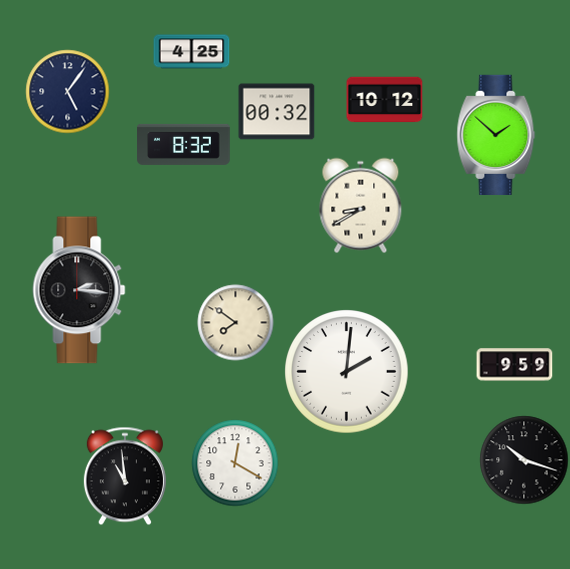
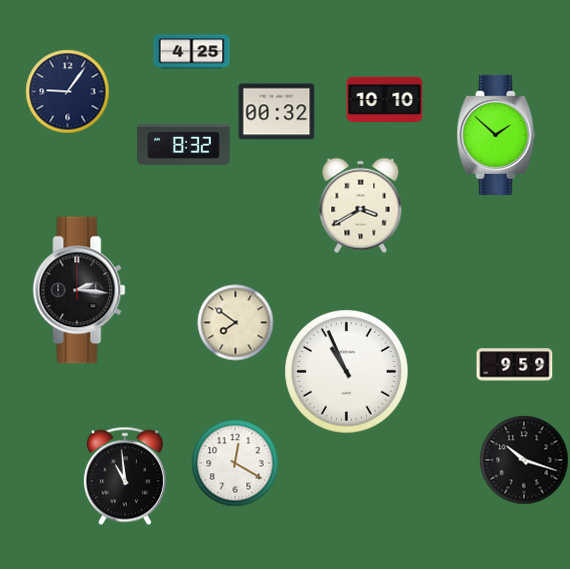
clock at (68, 92): 5:06 -> 9:06
clock at (385, 100): 10:12 -> 10:10
clock at (361, 206): 8:40 -> 3:40
clock at (347, 372): 2:01 -> 10:56
